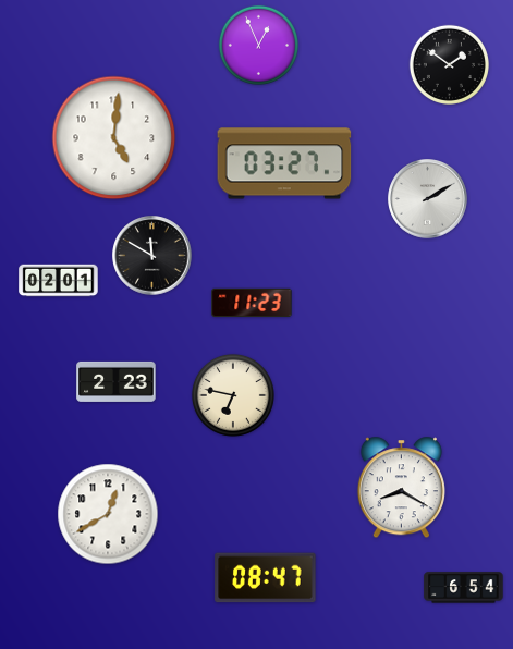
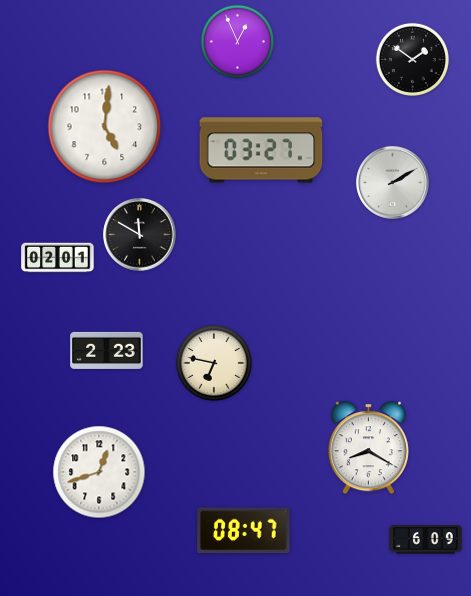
clock at (59, 281) position: (59, 281) -> (58, 258)
clock at (252, 303): 11:23 -> none
clock at (108, 514): 12:40 -> 12:42
clock at (464, 588): 6:54 -> 6:09
